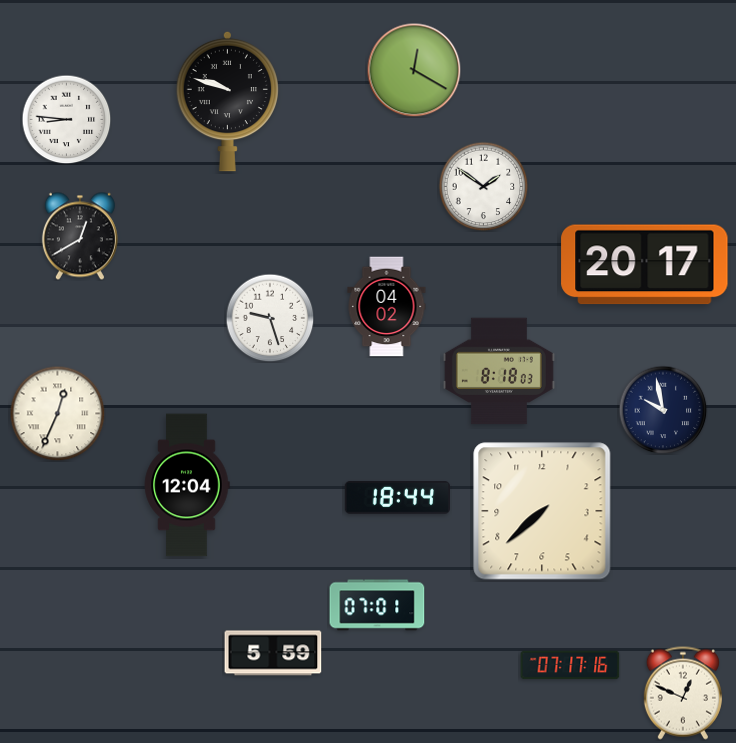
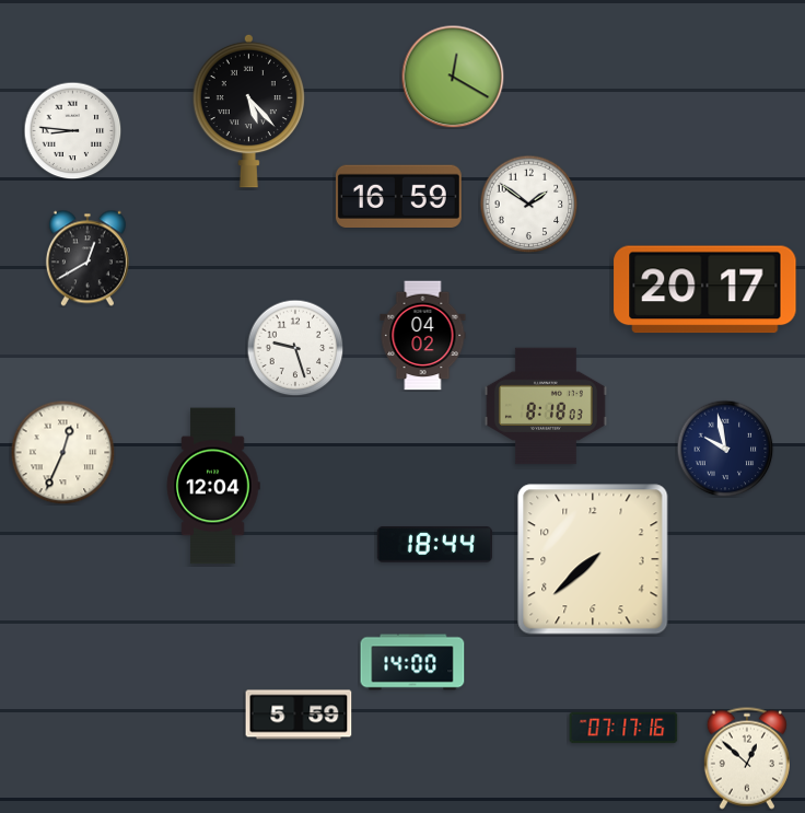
clock at (227, 101): 9:48 -> 5:23
clock at (398, 196): none -> 16:59
clock at (187, 485) position: (187, 485) -> (213, 486)
clock at (377, 605): 07:01 -> 14:00
clock at (683, 693): 12:49 -> 12:52
